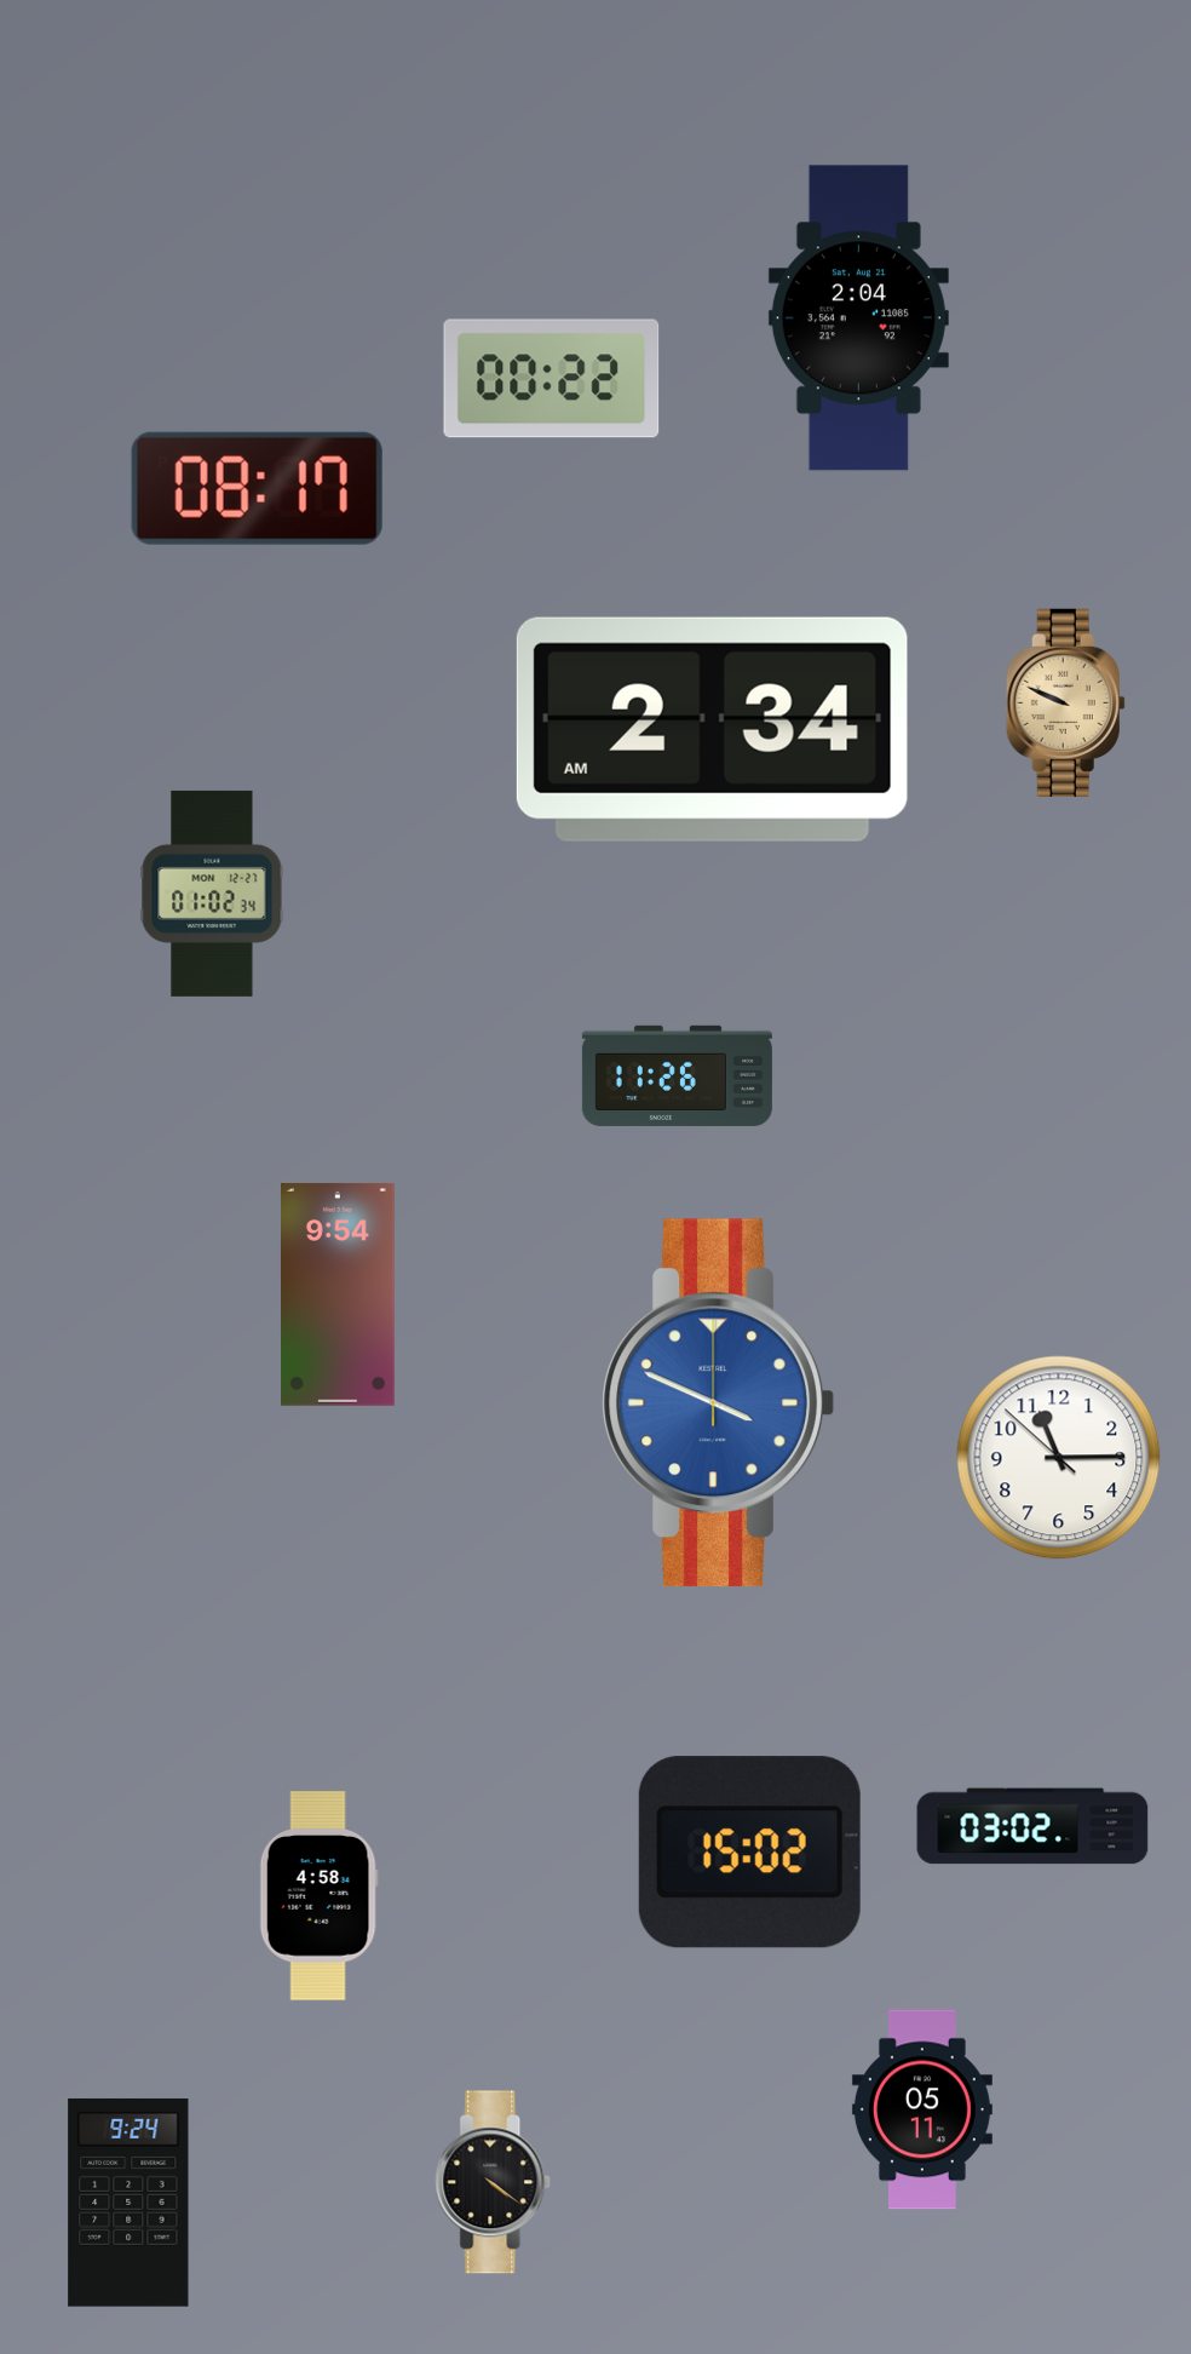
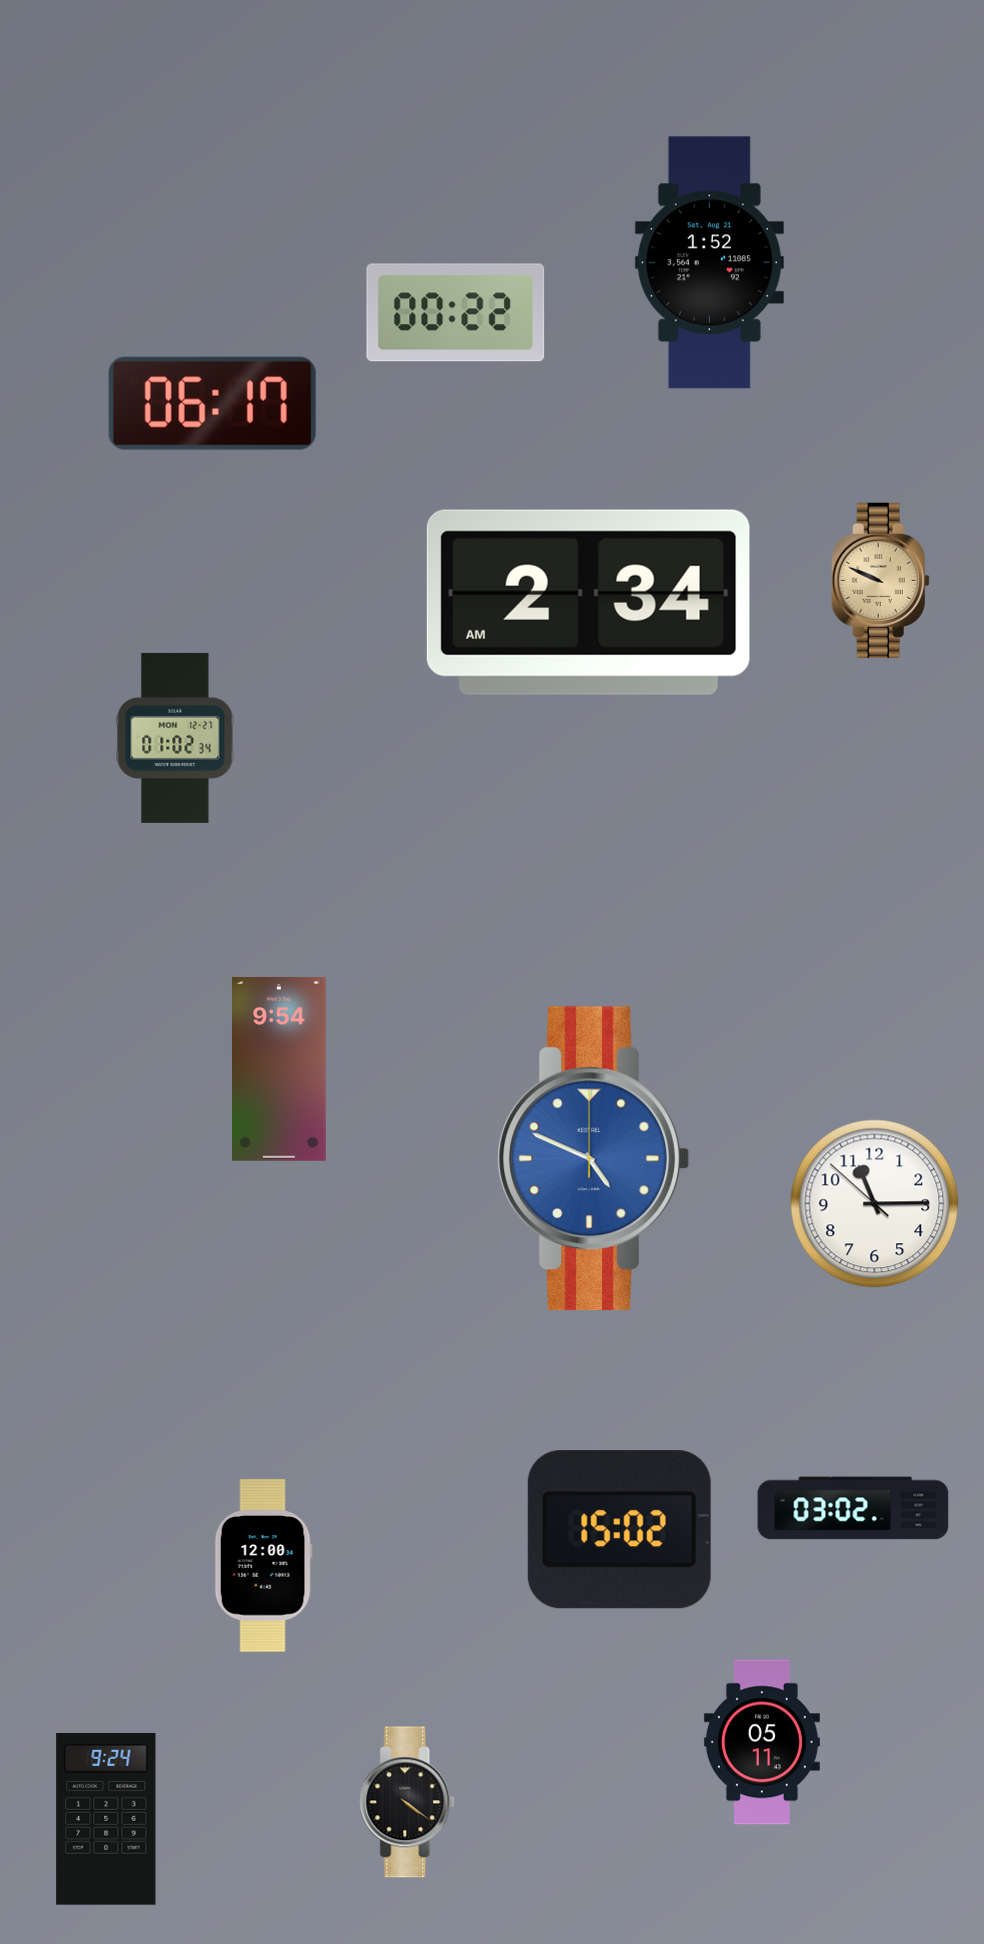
clock at (858, 318): 2:04 -> 1:52
clock at (257, 488): 08:17 -> 06:17
clock at (677, 1075): 11:26 -> none
clock at (718, 1403): 3:49 -> 4:49
clock at (318, 1896): 4:58 -> 12:00
